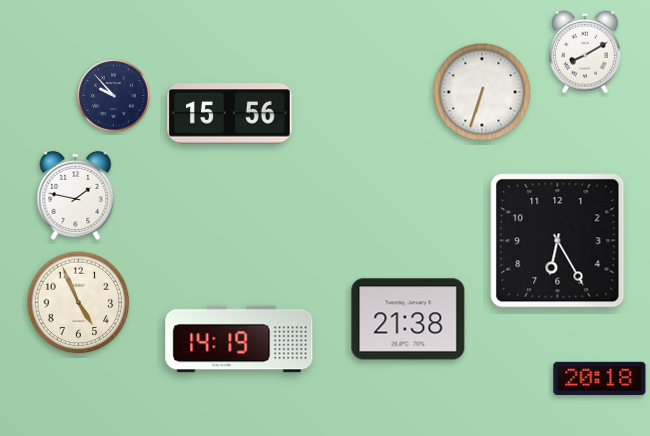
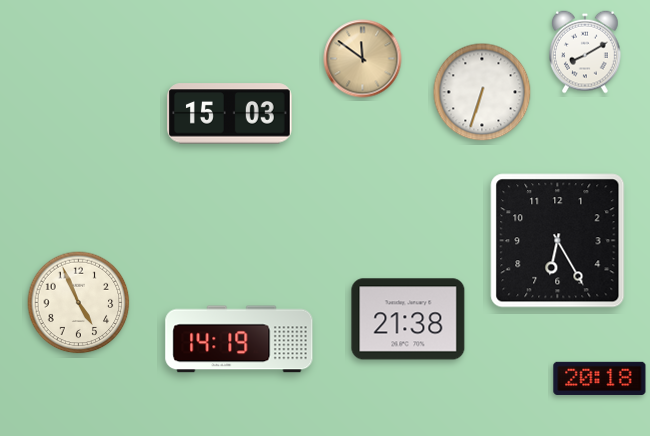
clock at (363, 59): none -> 11:51
clock at (114, 96): 9:53 -> none
clock at (230, 114): 15:56 -> 15:03
clock at (76, 195): 1:47 -> none
